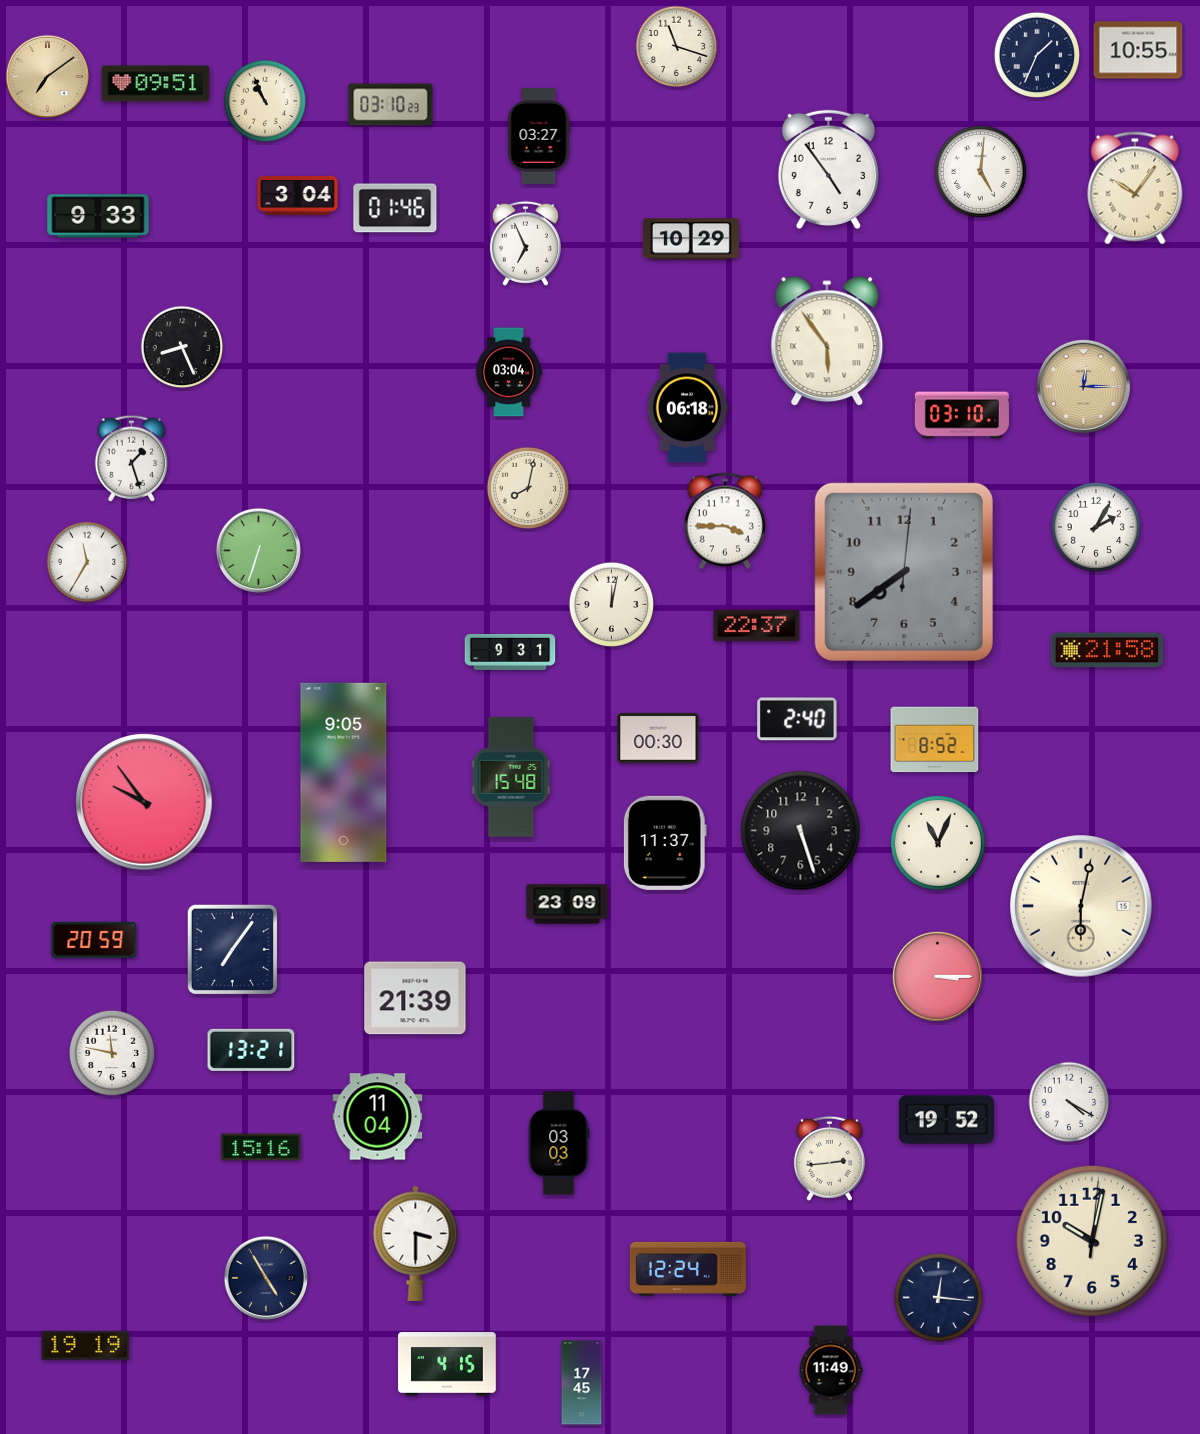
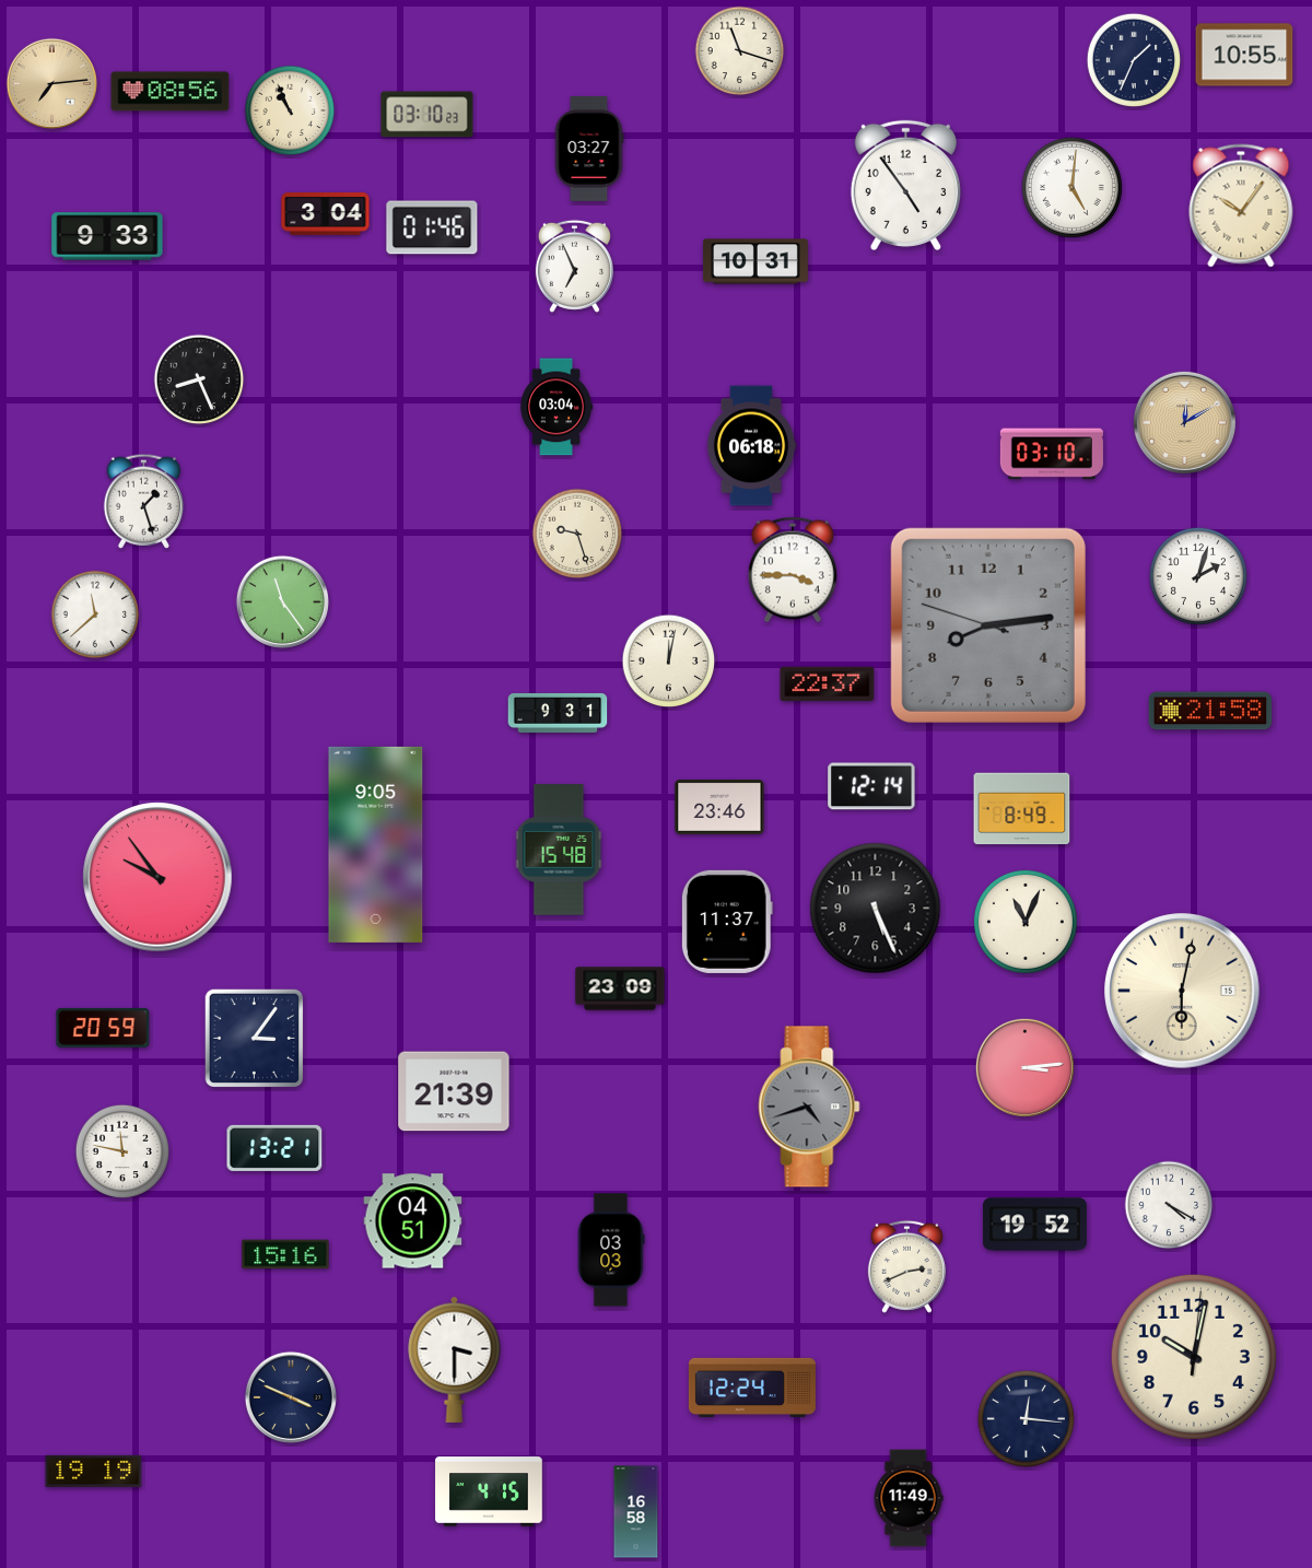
clock at (47, 76): 7:09 -> 7:14
clock at (156, 84): 09:51 -> 08:56
clock at (691, 239): 10:29 -> 10:31
clock at (827, 342): 5:54 -> none
clock at (1083, 386): 12:15 -> 12:10
clock at (528, 488): 8:02 -> 9:27
clock at (1096, 527): 2:05 -> 2:03
clock at (258, 550): 6:33 -> 11:24
clock at (87, 562): 11:35 -> 11:38
clock at (904, 572): 7:39 -> 8:13
clock at (797, 719): 2:40 -> 12:14
clock at (658, 738): 00:30 -> 23:46
clock at (935, 740): 8:52 -> 8:49
clock at (801, 831): 5:27 -> 5:26
clock at (233, 950): 7:06 -> 3:06
clock at (937, 976): 3:15 -> 3:14
clock at (809, 1107): none -> 4:42
clock at (378, 1117): 11:04 -> 04:51
clock at (829, 1158): 2:44 -> 2:41
clock at (265, 1277): 4:55 -> 3:49
clock at (582, 1383): 17:45 -> 16:58
